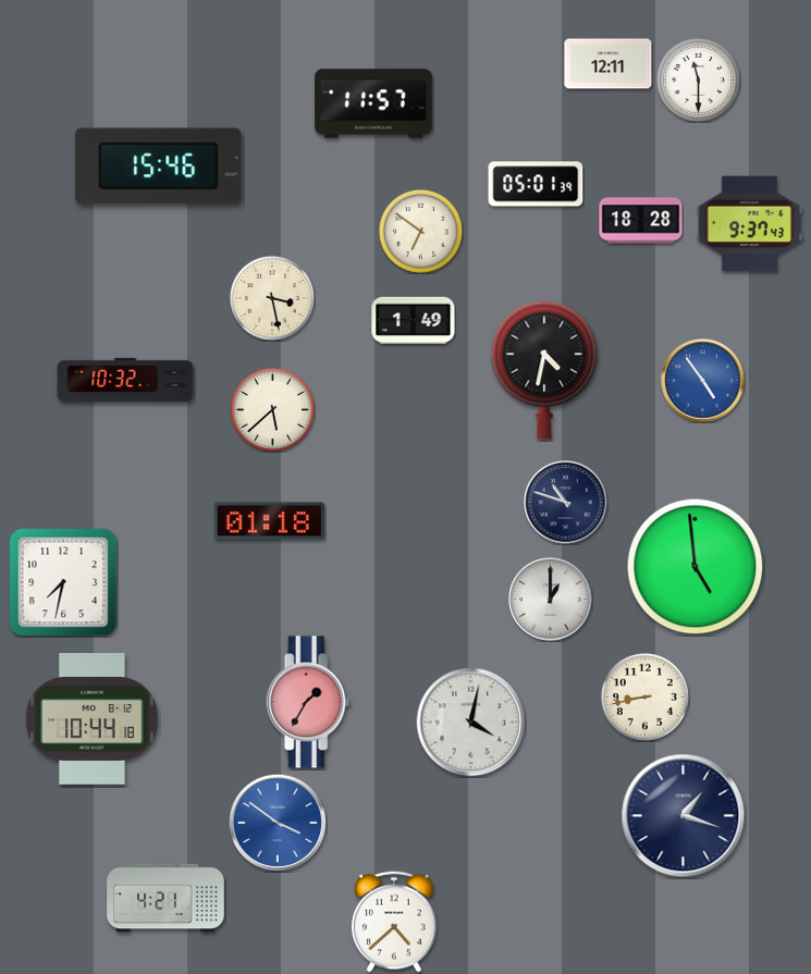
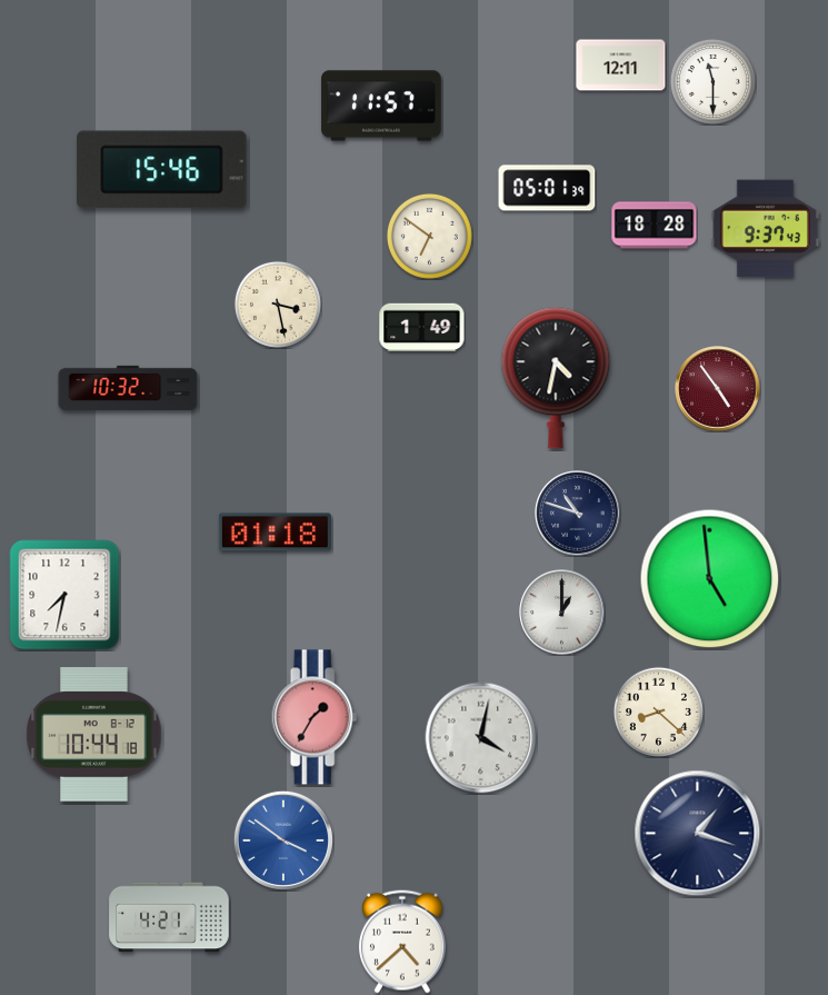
clock at (703, 381) dial: blue -> burgundy
clock at (272, 409): 5:38 -> none
clock at (644, 696): 8:43 -> 8:22
